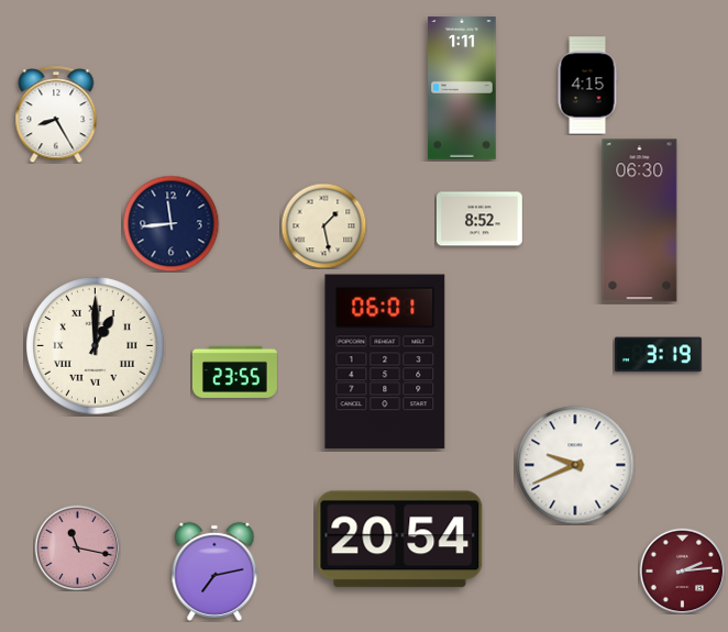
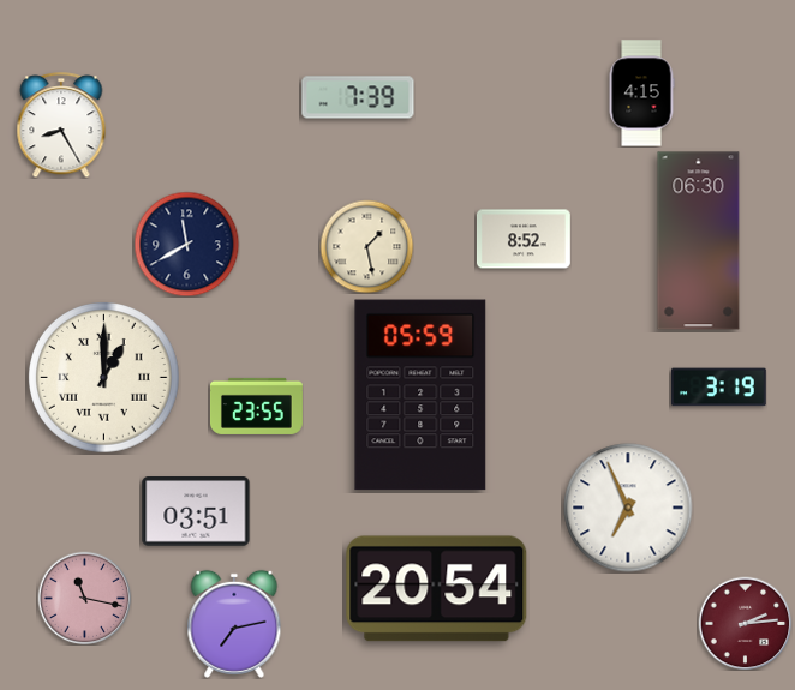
clock at (462, 88): 1:11 -> none
clock at (358, 97): none -> 7:39
clock at (170, 223): 11:44 -> 11:40
clock at (323, 225) position: (323, 225) -> (366, 246)
clock at (385, 362): 06:01 -> 05:59
clock at (575, 465): 9:41 -> 6:56
clock at (196, 512): none -> 03:51
